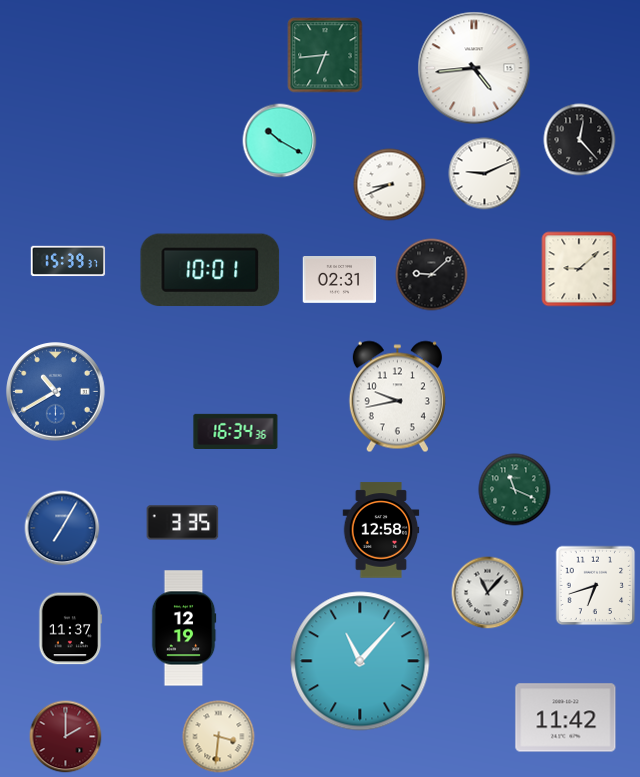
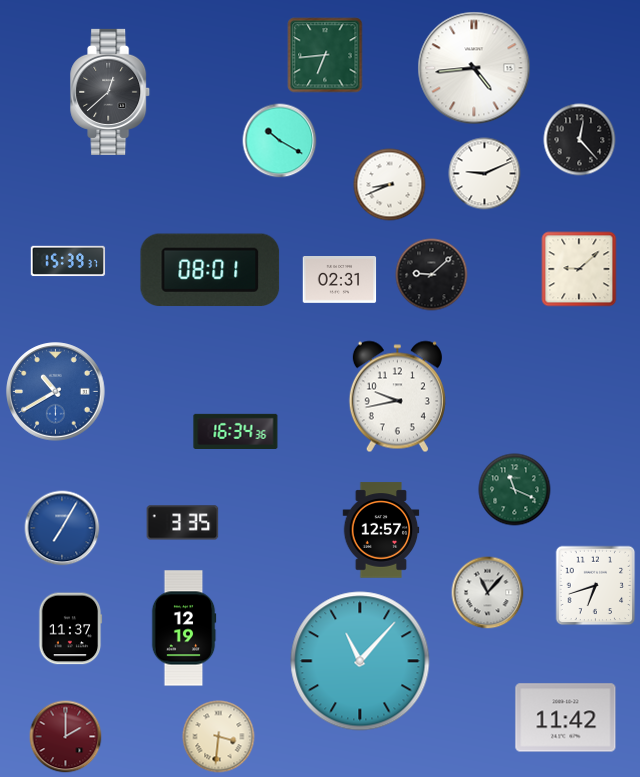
clock at (111, 92): none -> 12:38
clock at (210, 270): 10:01 -> 08:01
clock at (381, 530): 12:58 -> 12:57
